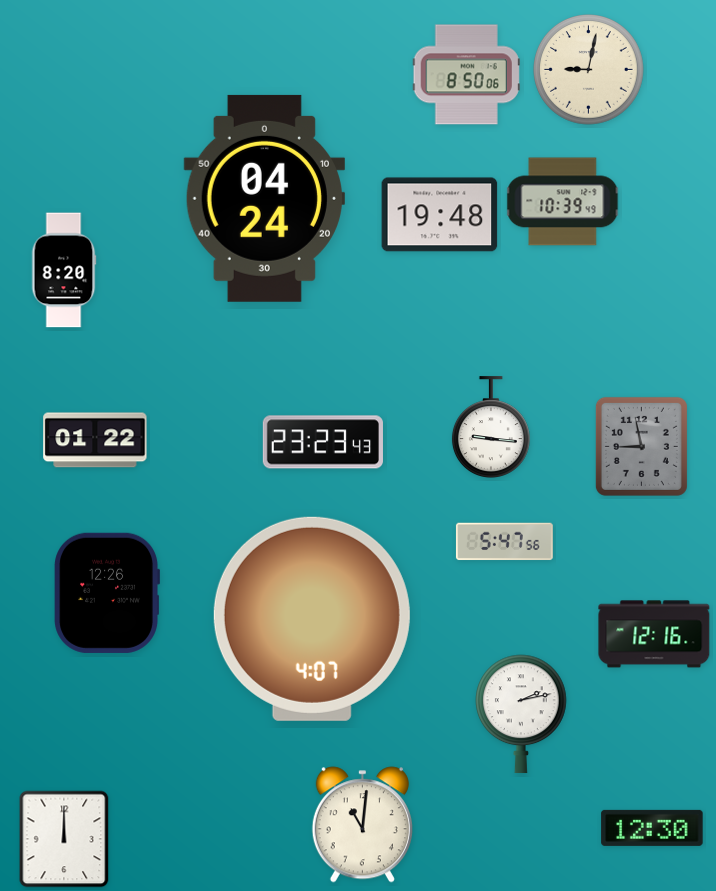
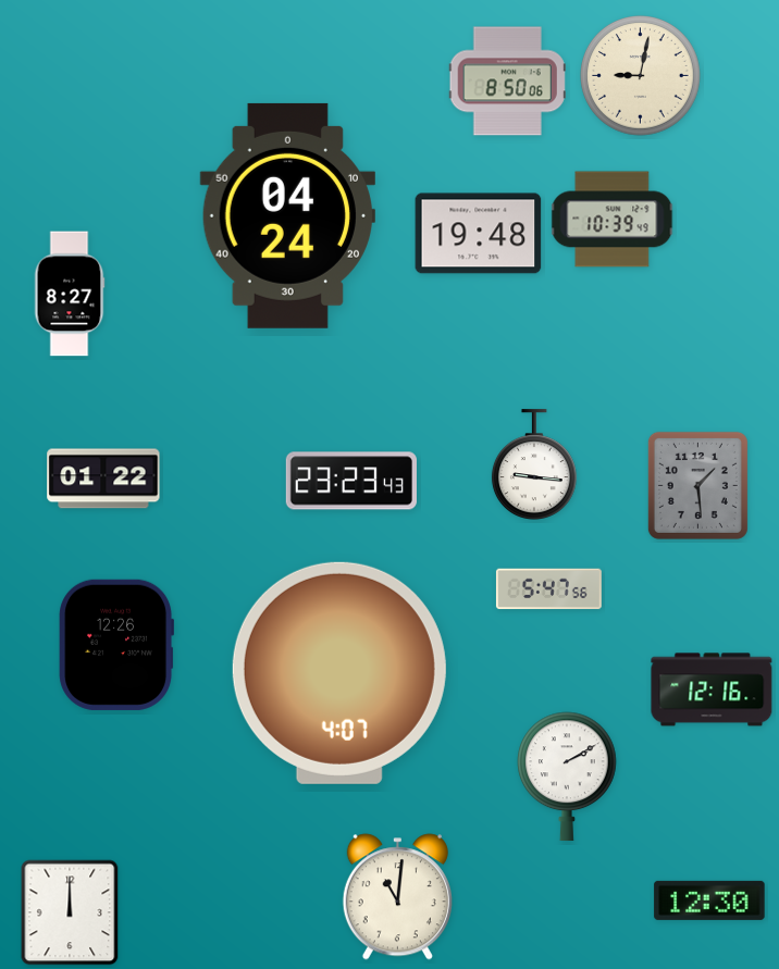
clock at (64, 270): 8:20 -> 8:27
clock at (641, 446): 8:58 -> 1:29
clock at (522, 714): 2:13 -> 2:10
clock at (362, 825) position: (362, 825) -> (397, 897)
